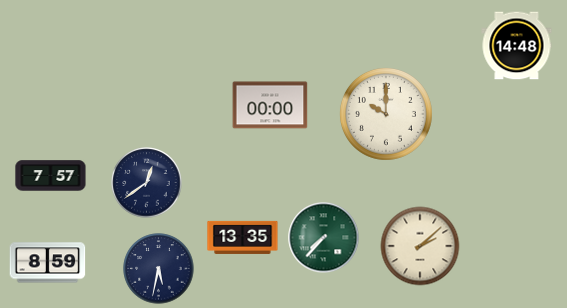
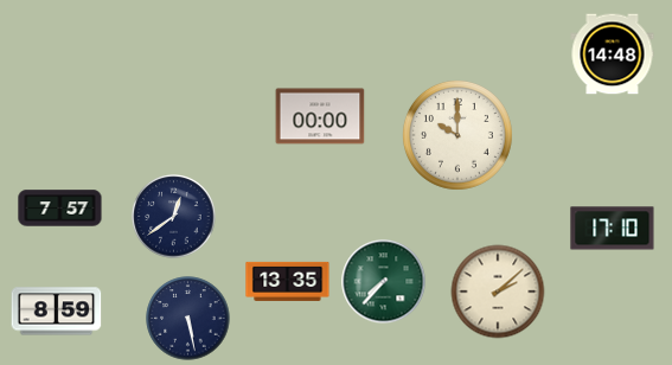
clock at (270, 105) position: (270, 105) -> (320, 116)
clock at (613, 229): none -> 17:10
clock at (159, 269): 5:32 -> 5:28
